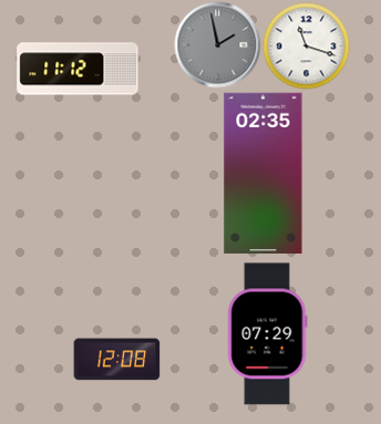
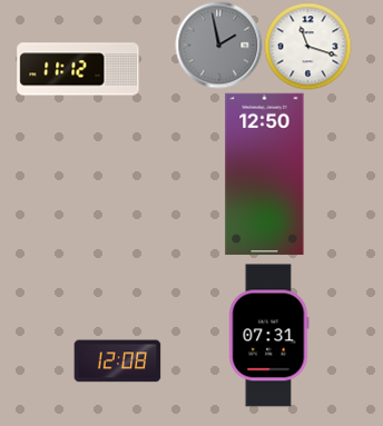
clock at (264, 174): 02:35 -> 12:50
clock at (268, 334): 07:29 -> 07:31
